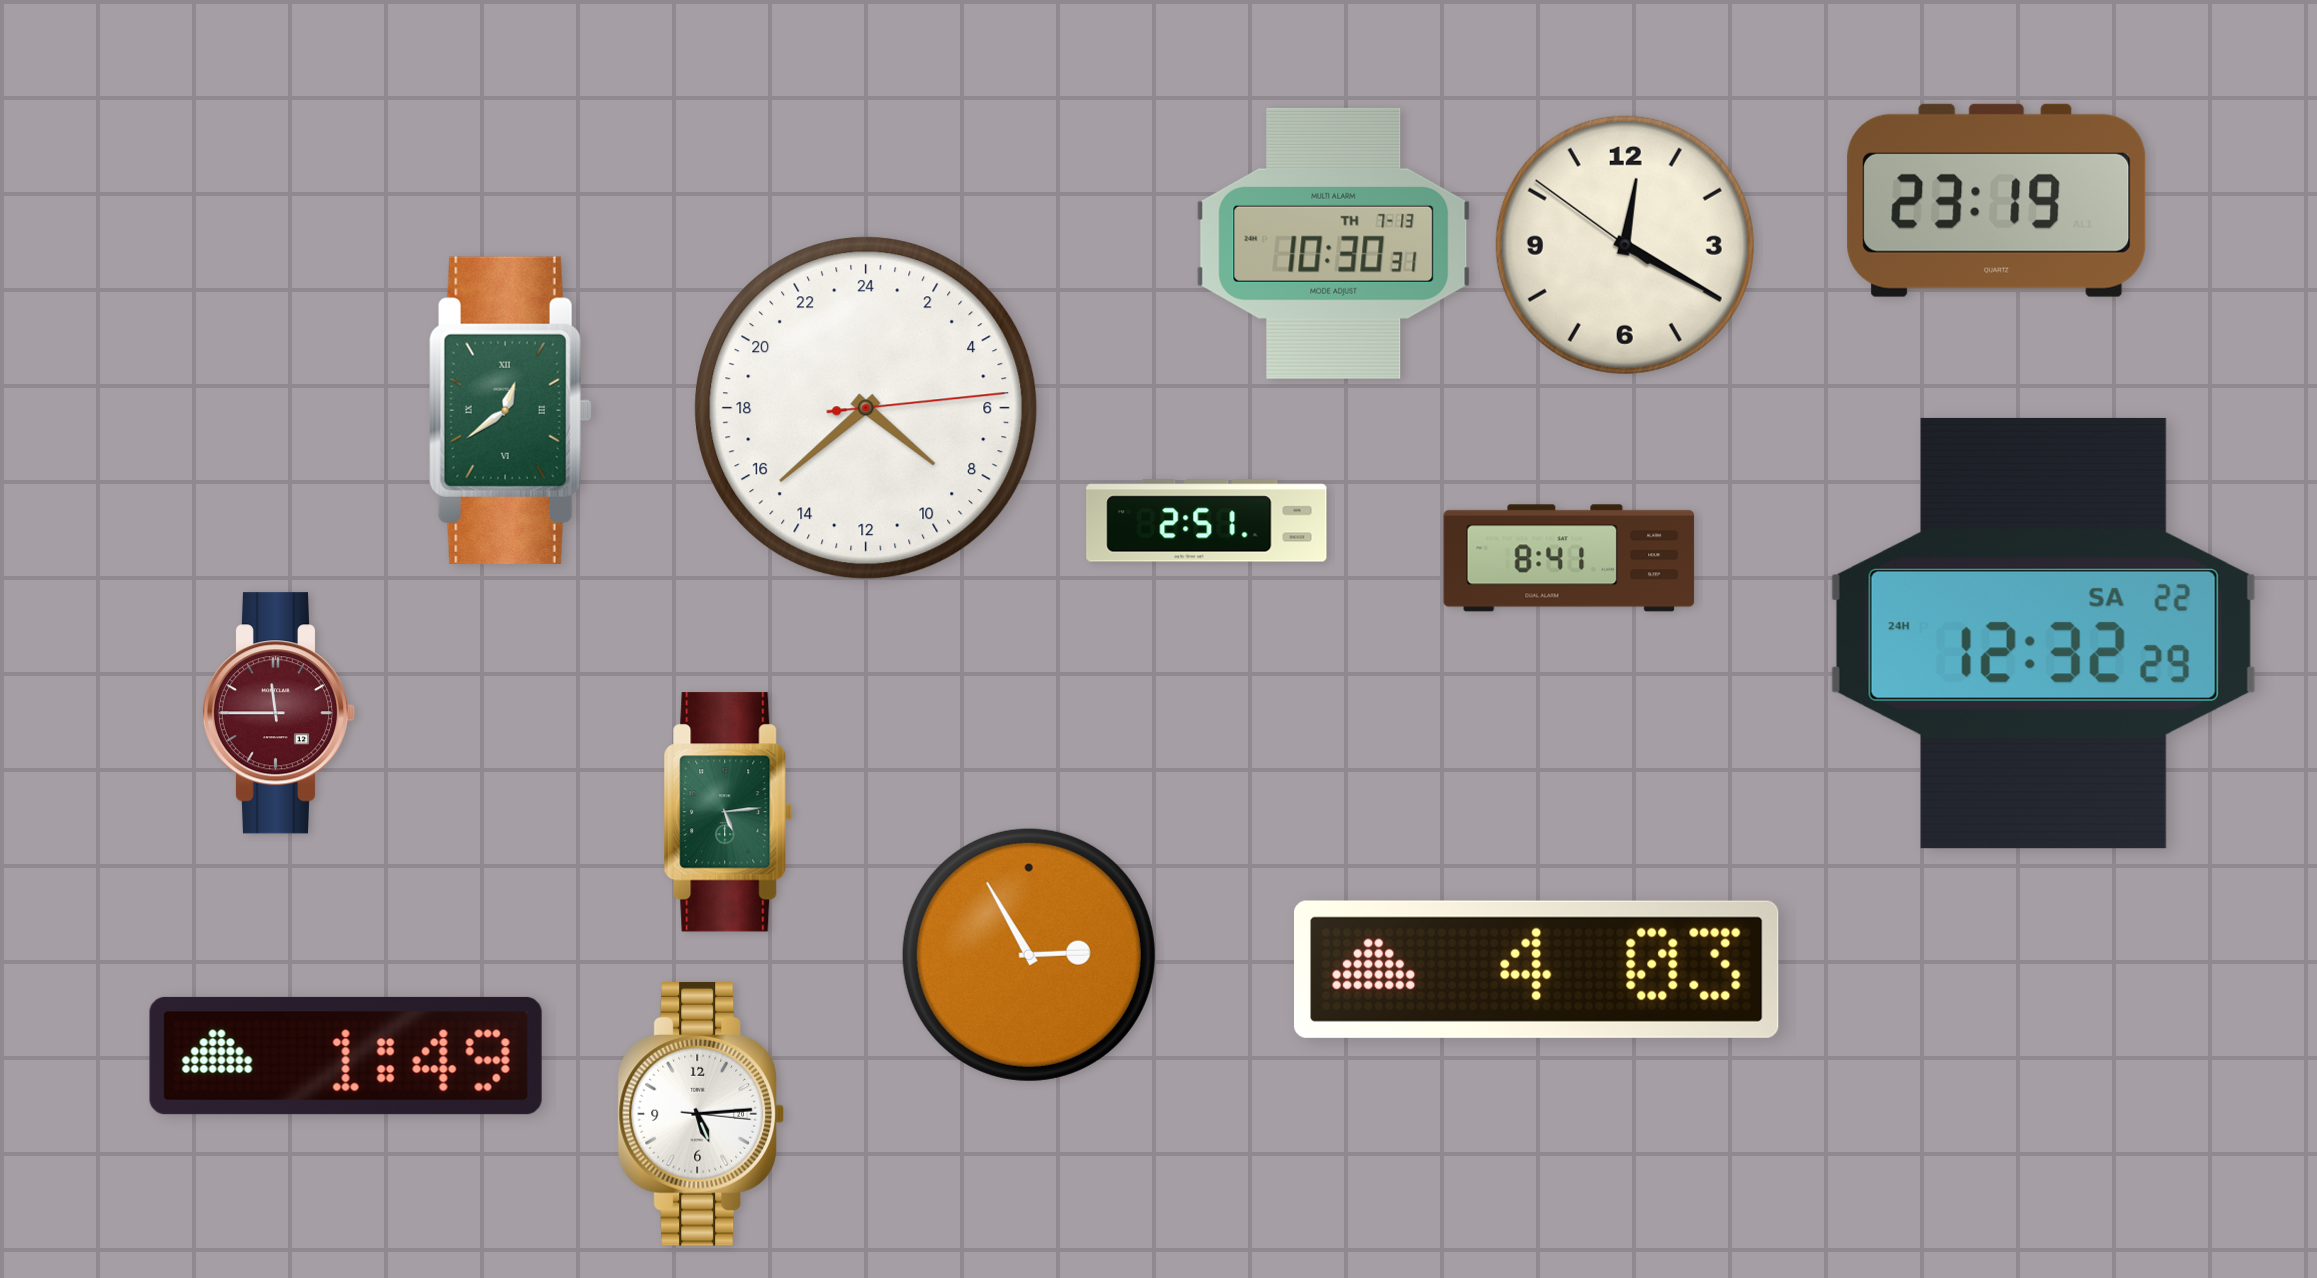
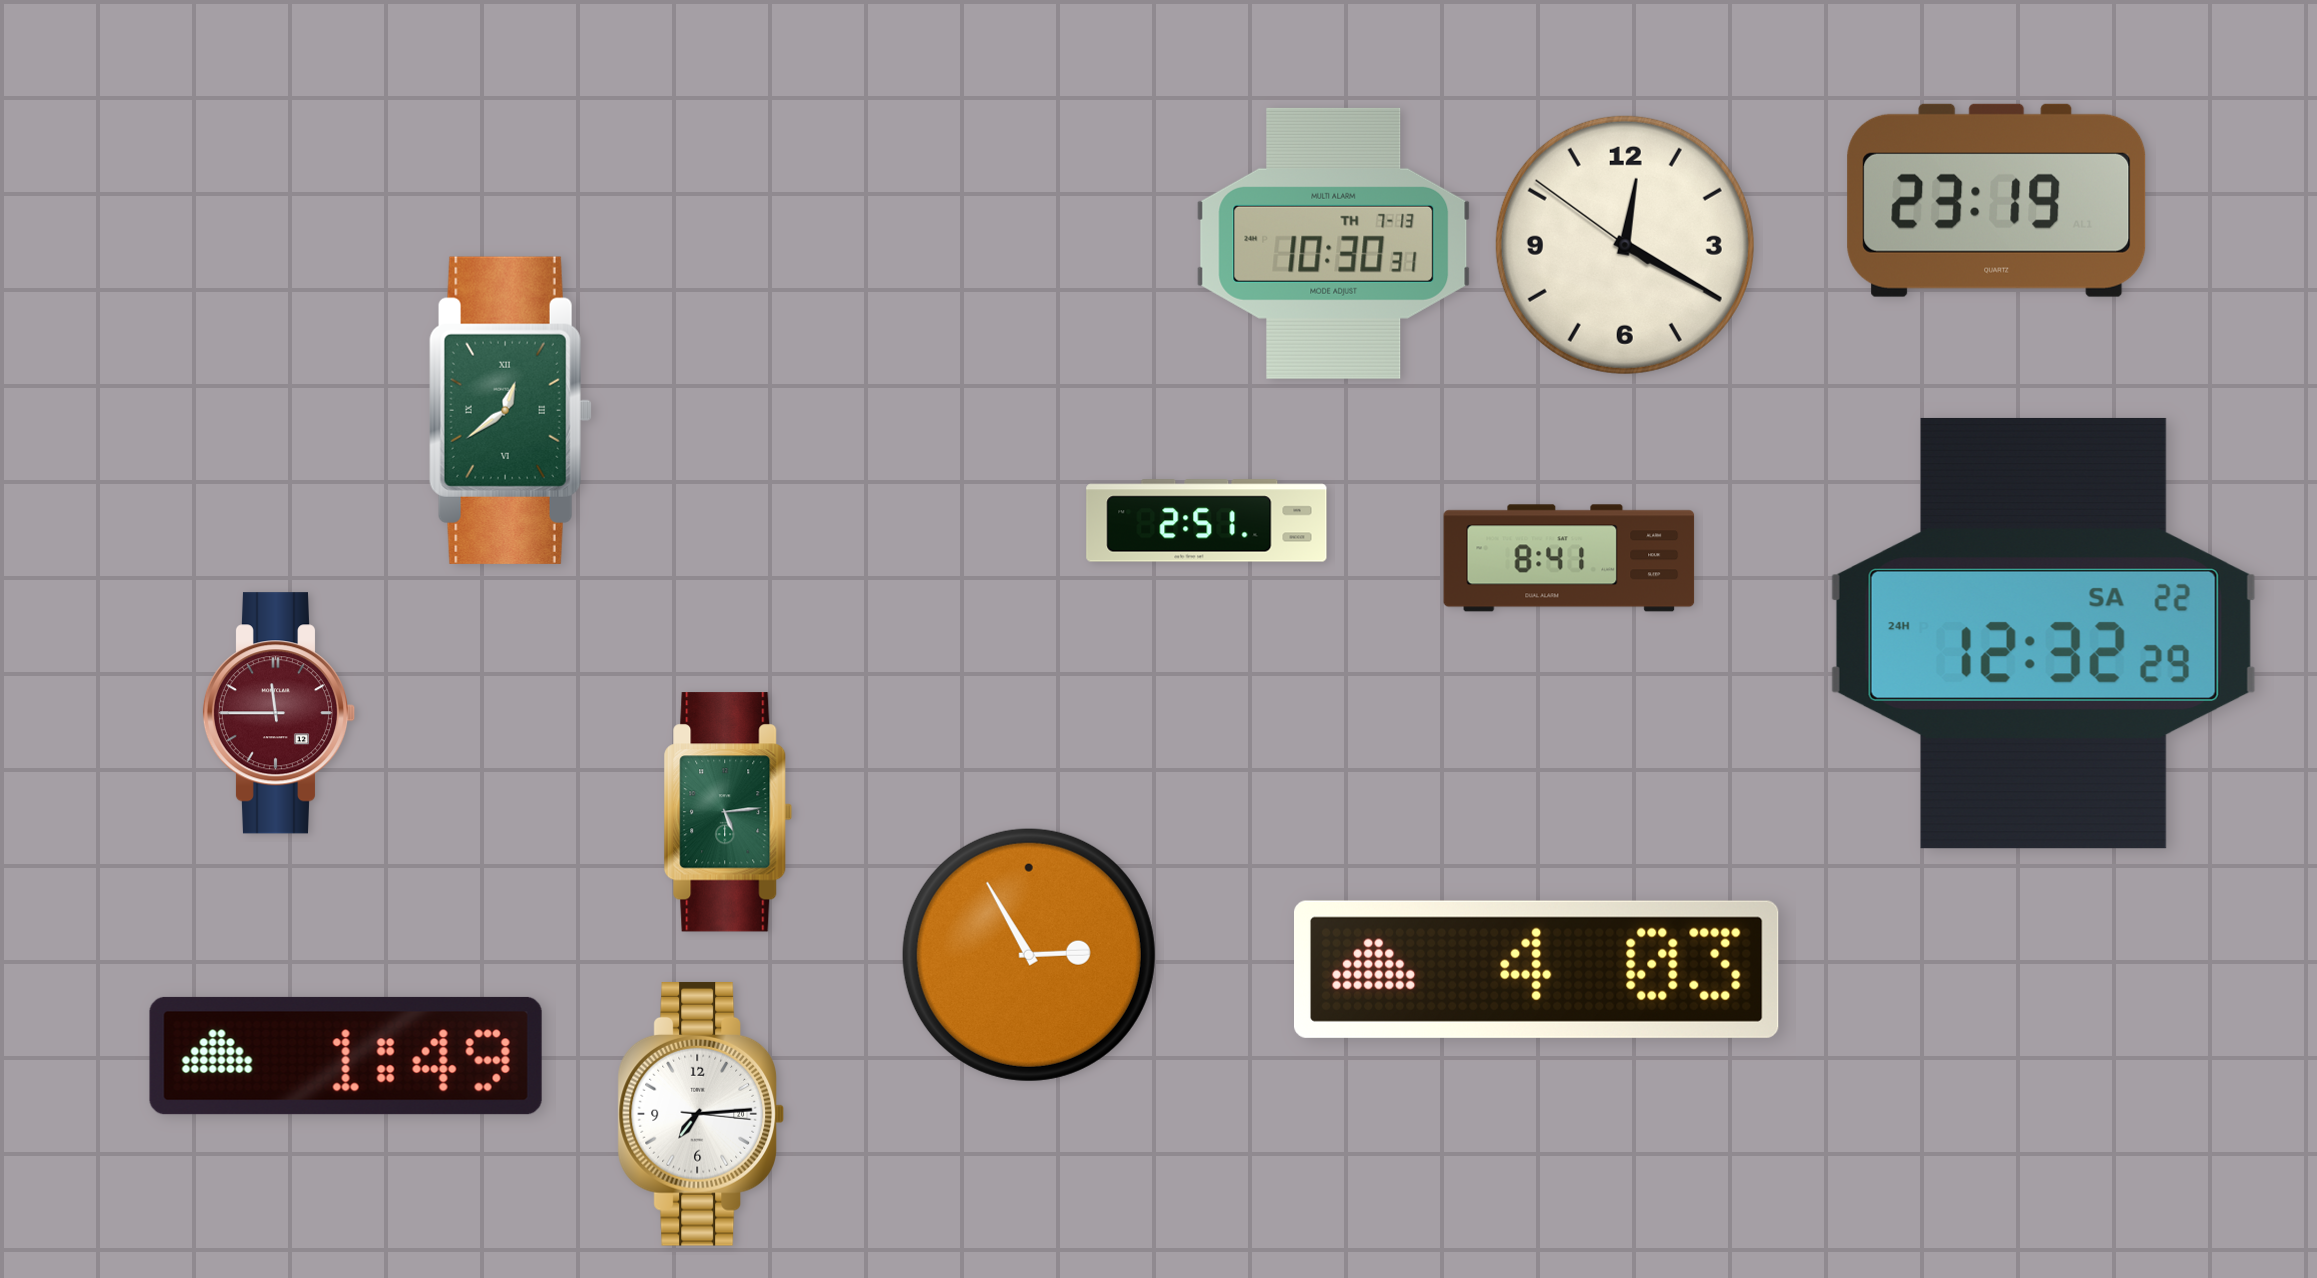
clock at (866, 408): 8:38 -> none
clock at (700, 1114): 5:14 -> 7:14
